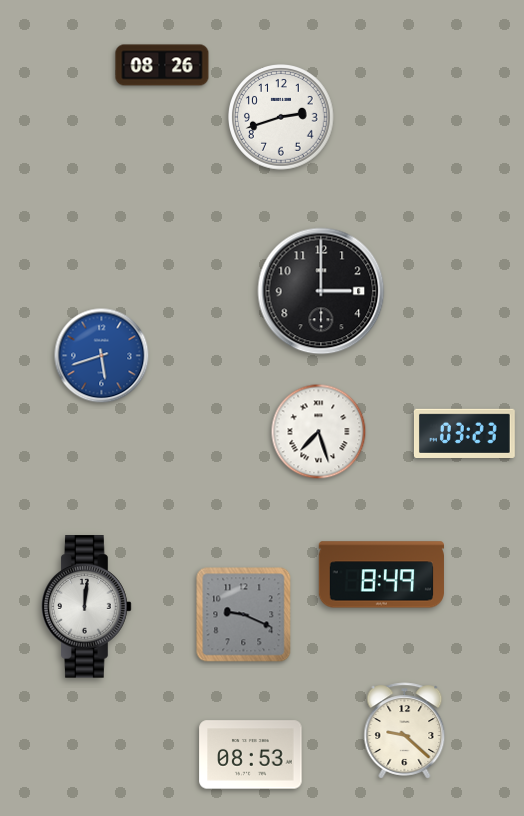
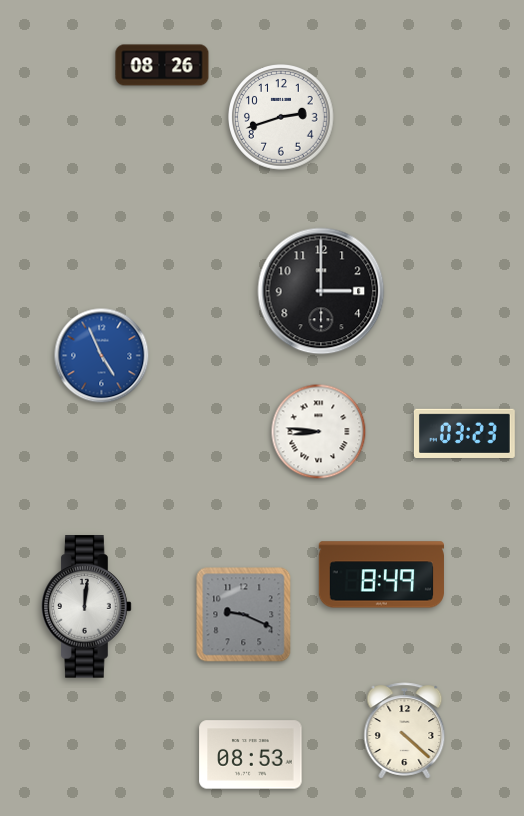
clock at (102, 356): 5:42 -> 4:56
clock at (319, 432): 7:27 -> 8:46
clock at (405, 731): 9:22 -> 4:22
